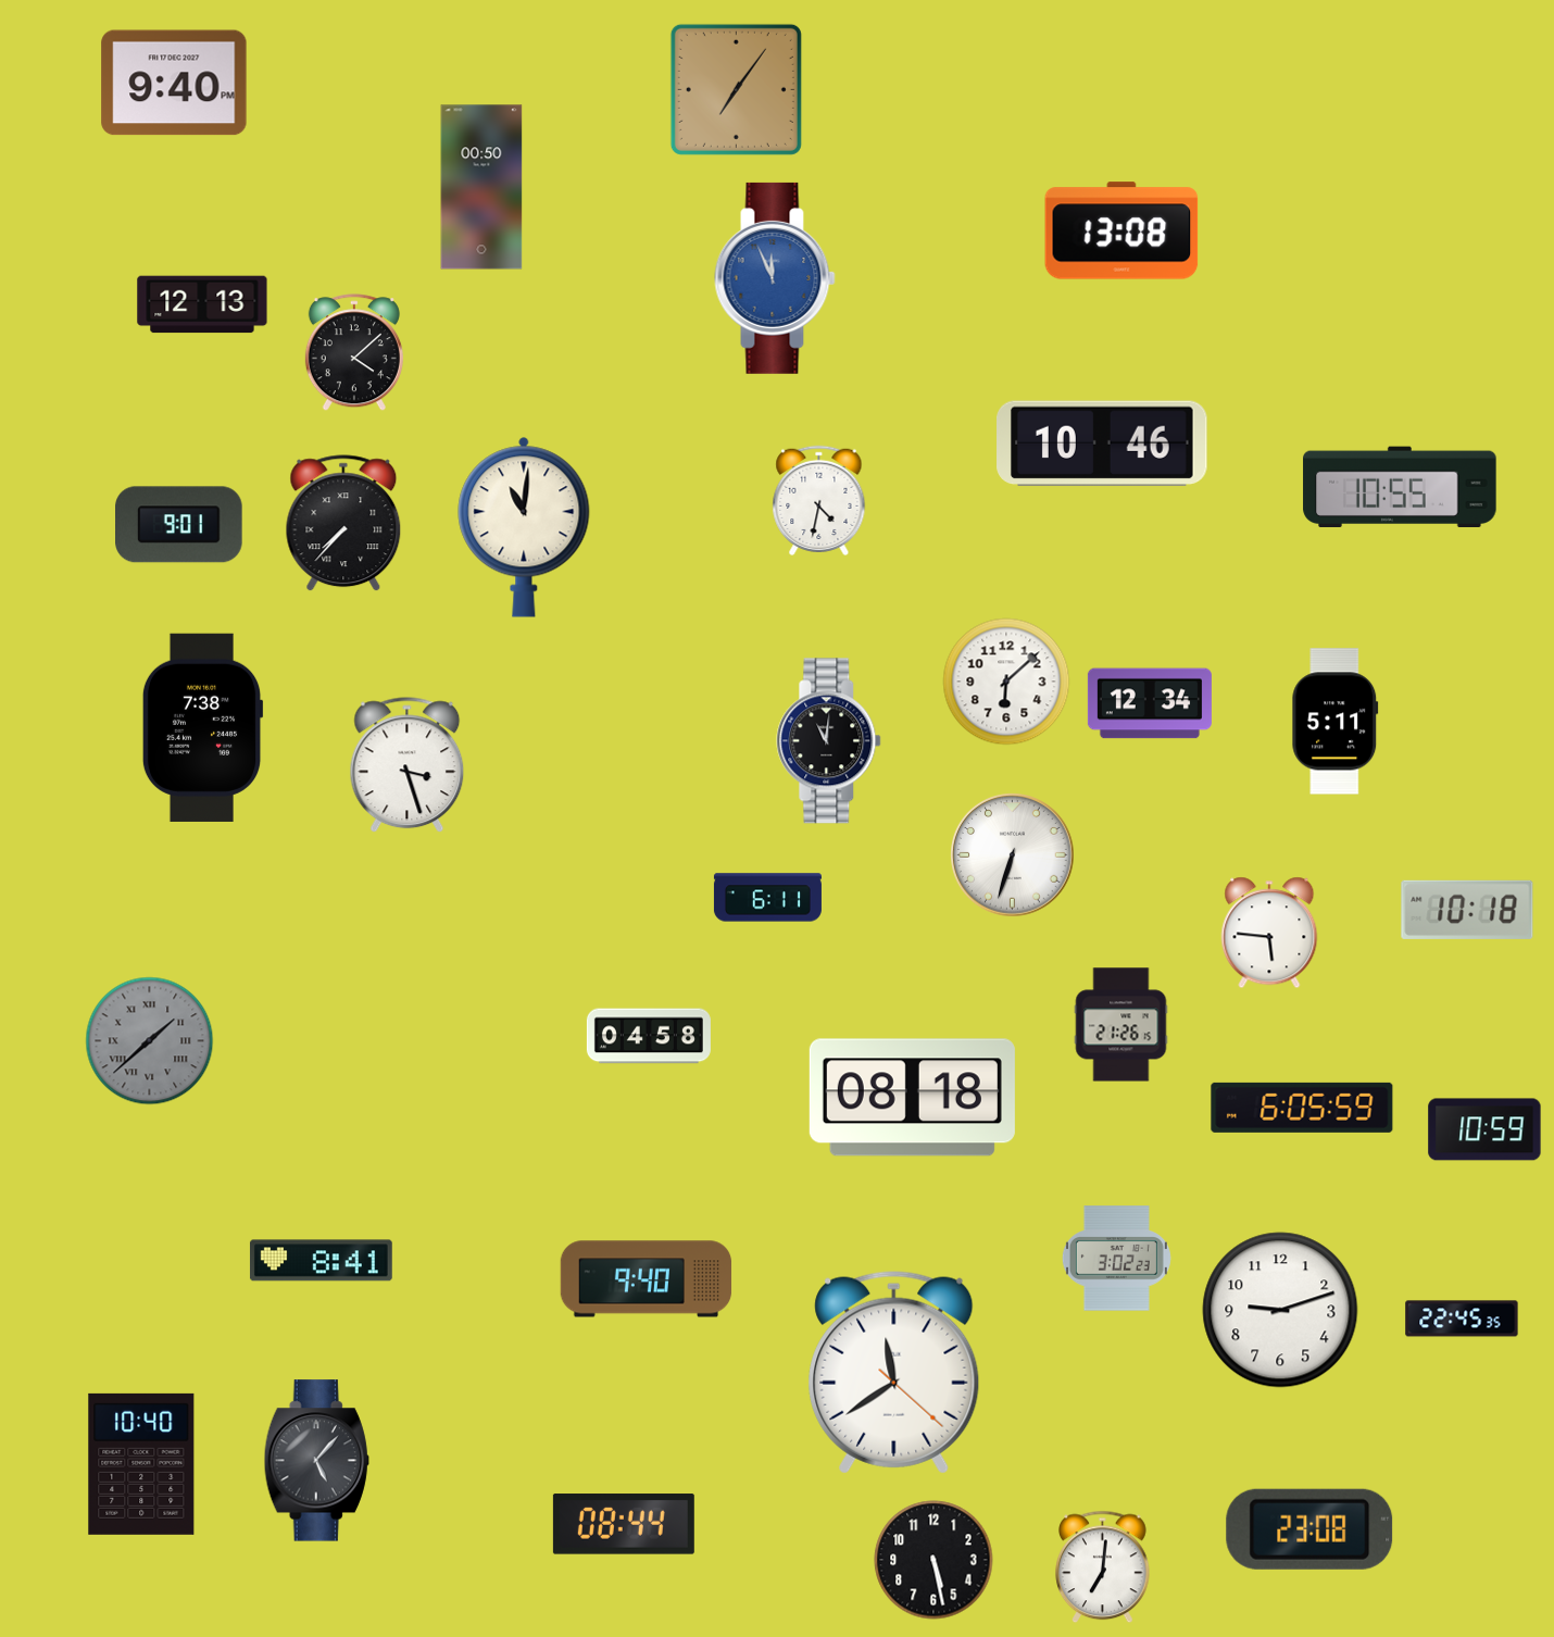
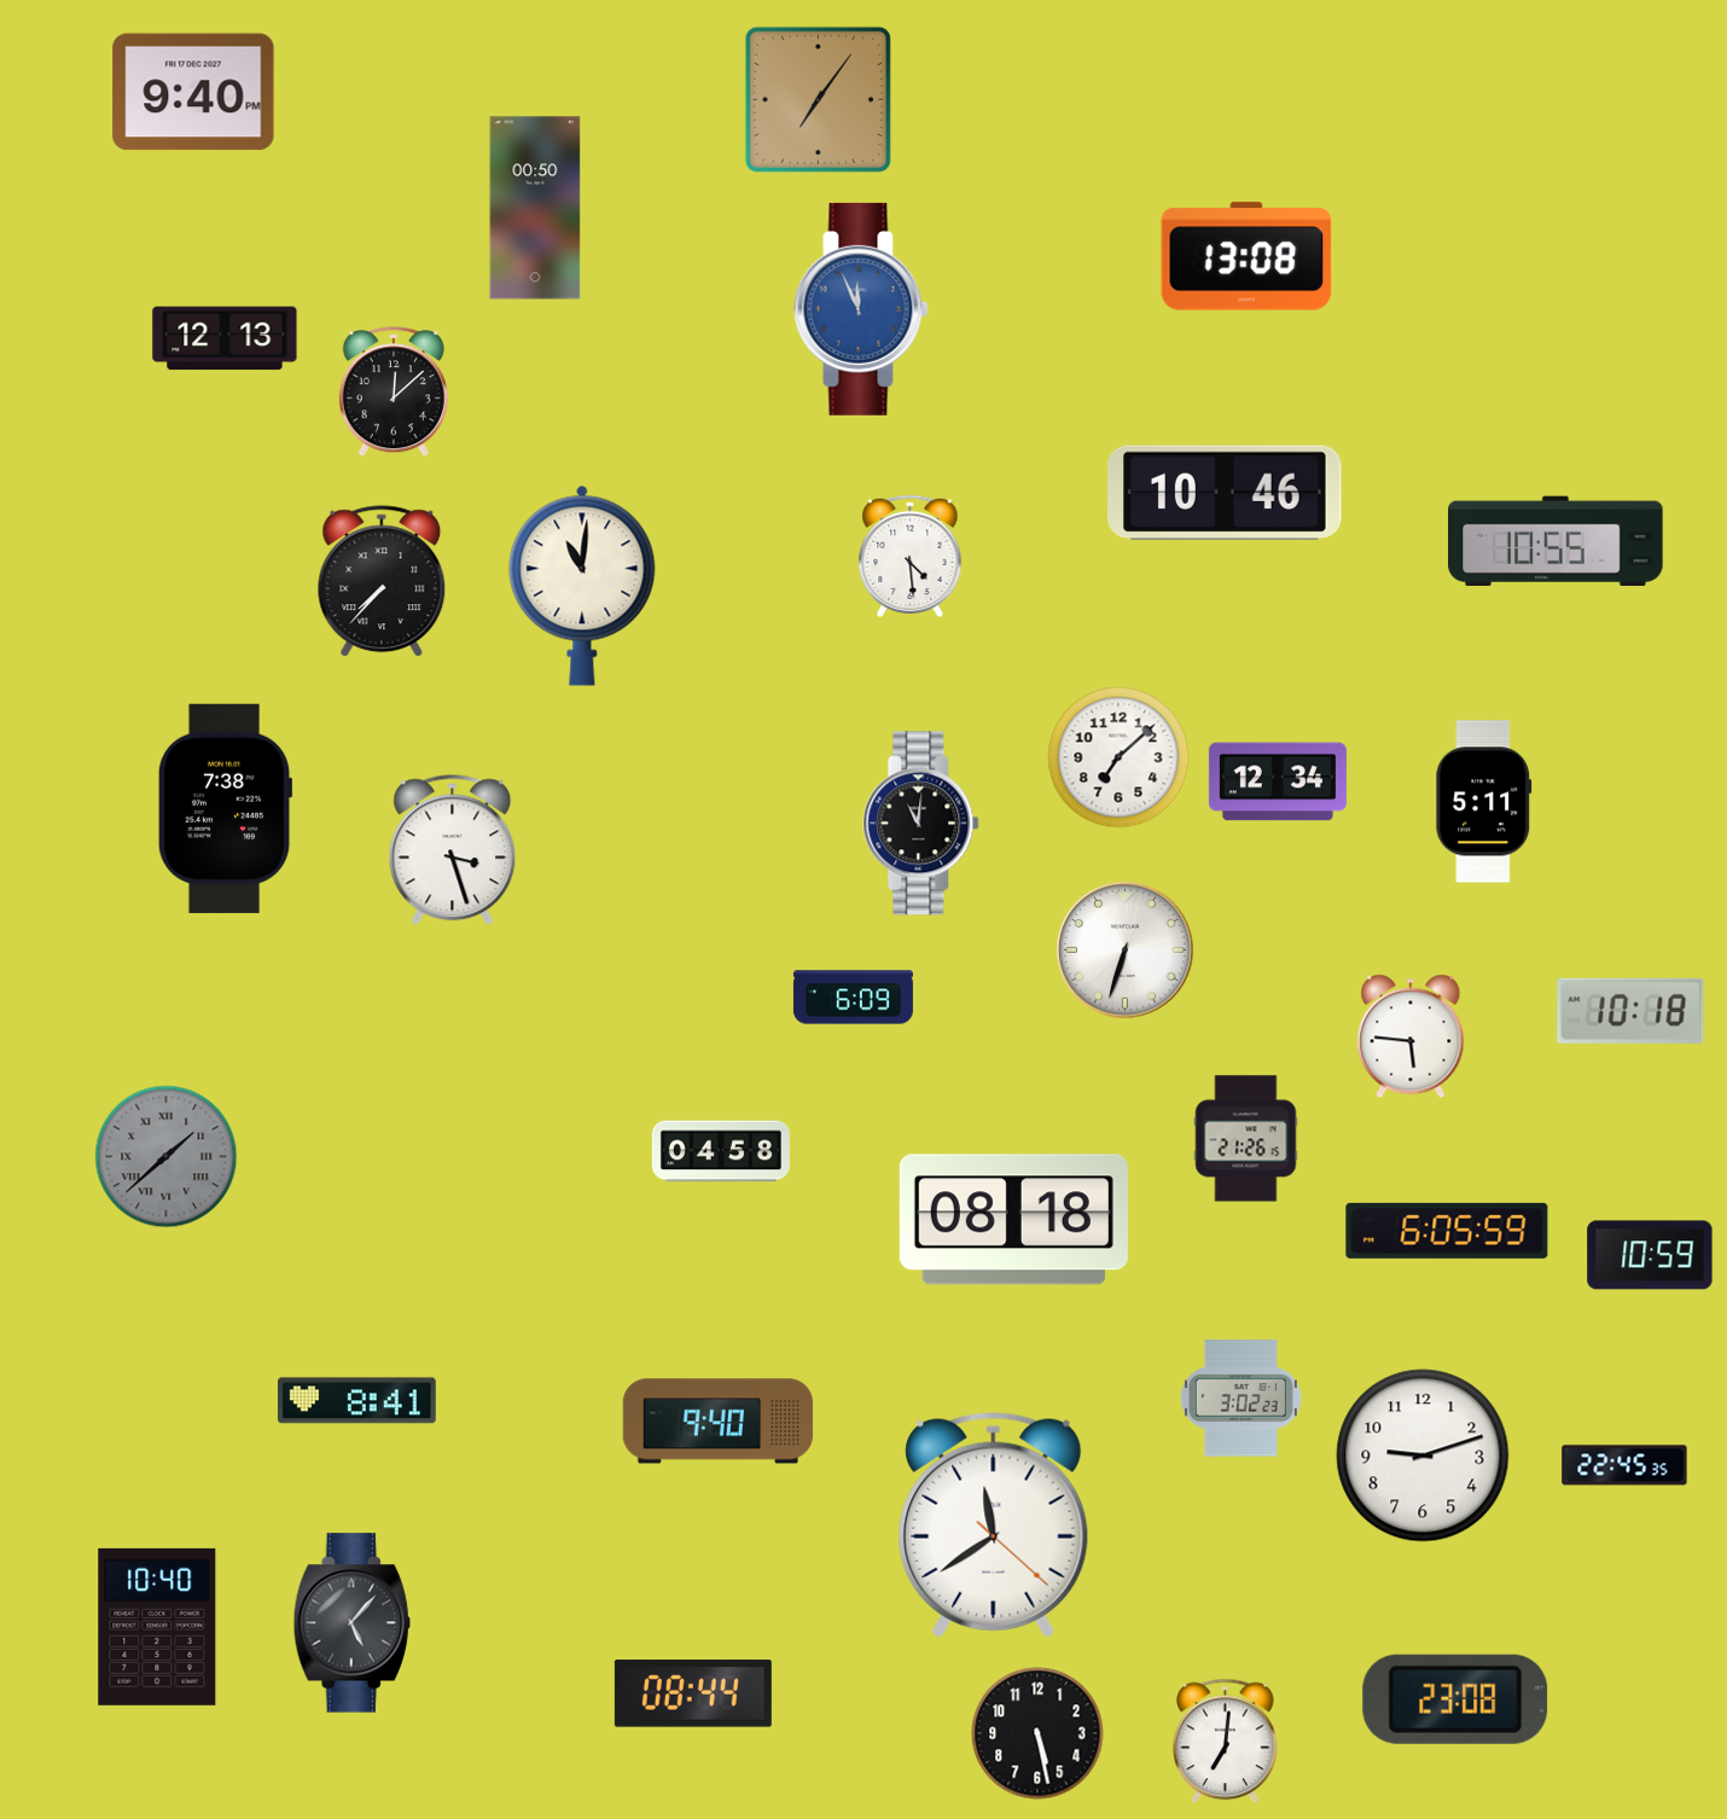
clock at (354, 353): 4:08 -> 12:08
clock at (819, 500): 4:32 -> 4:29
clock at (179, 525): 9:01 -> none
clock at (1006, 682): 6:08 -> 7:08
clock at (767, 898): 6:11 -> 6:09
